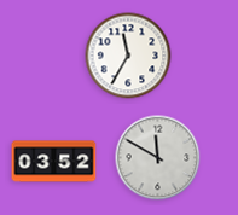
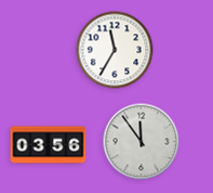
clock at (158, 158): 11:50 -> 11:54
clock at (54, 162): 03:52 -> 03:56
